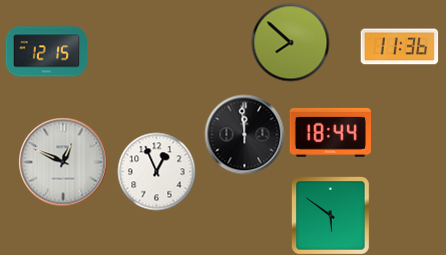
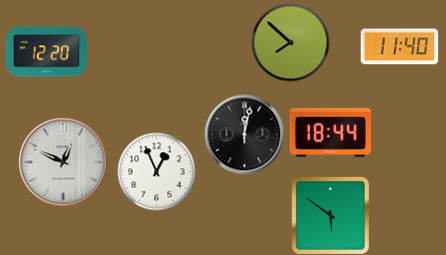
clock at (399, 47): 11:36 -> 11:40
clock at (46, 52): 12:15 -> 12:20
clock at (244, 134): 11:59 -> 12:02
